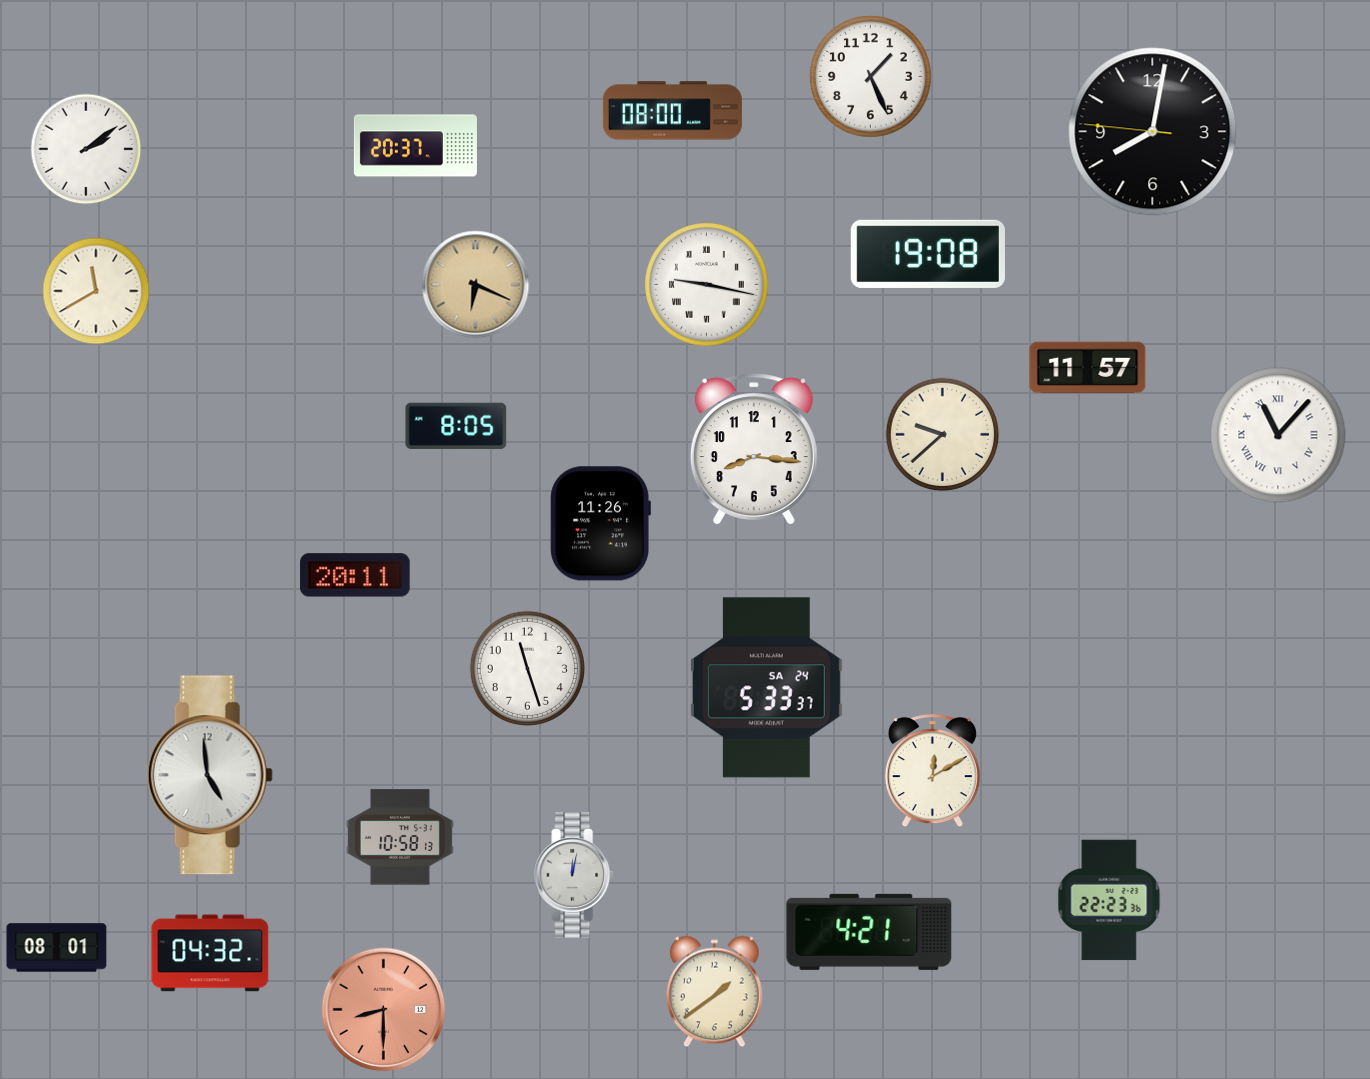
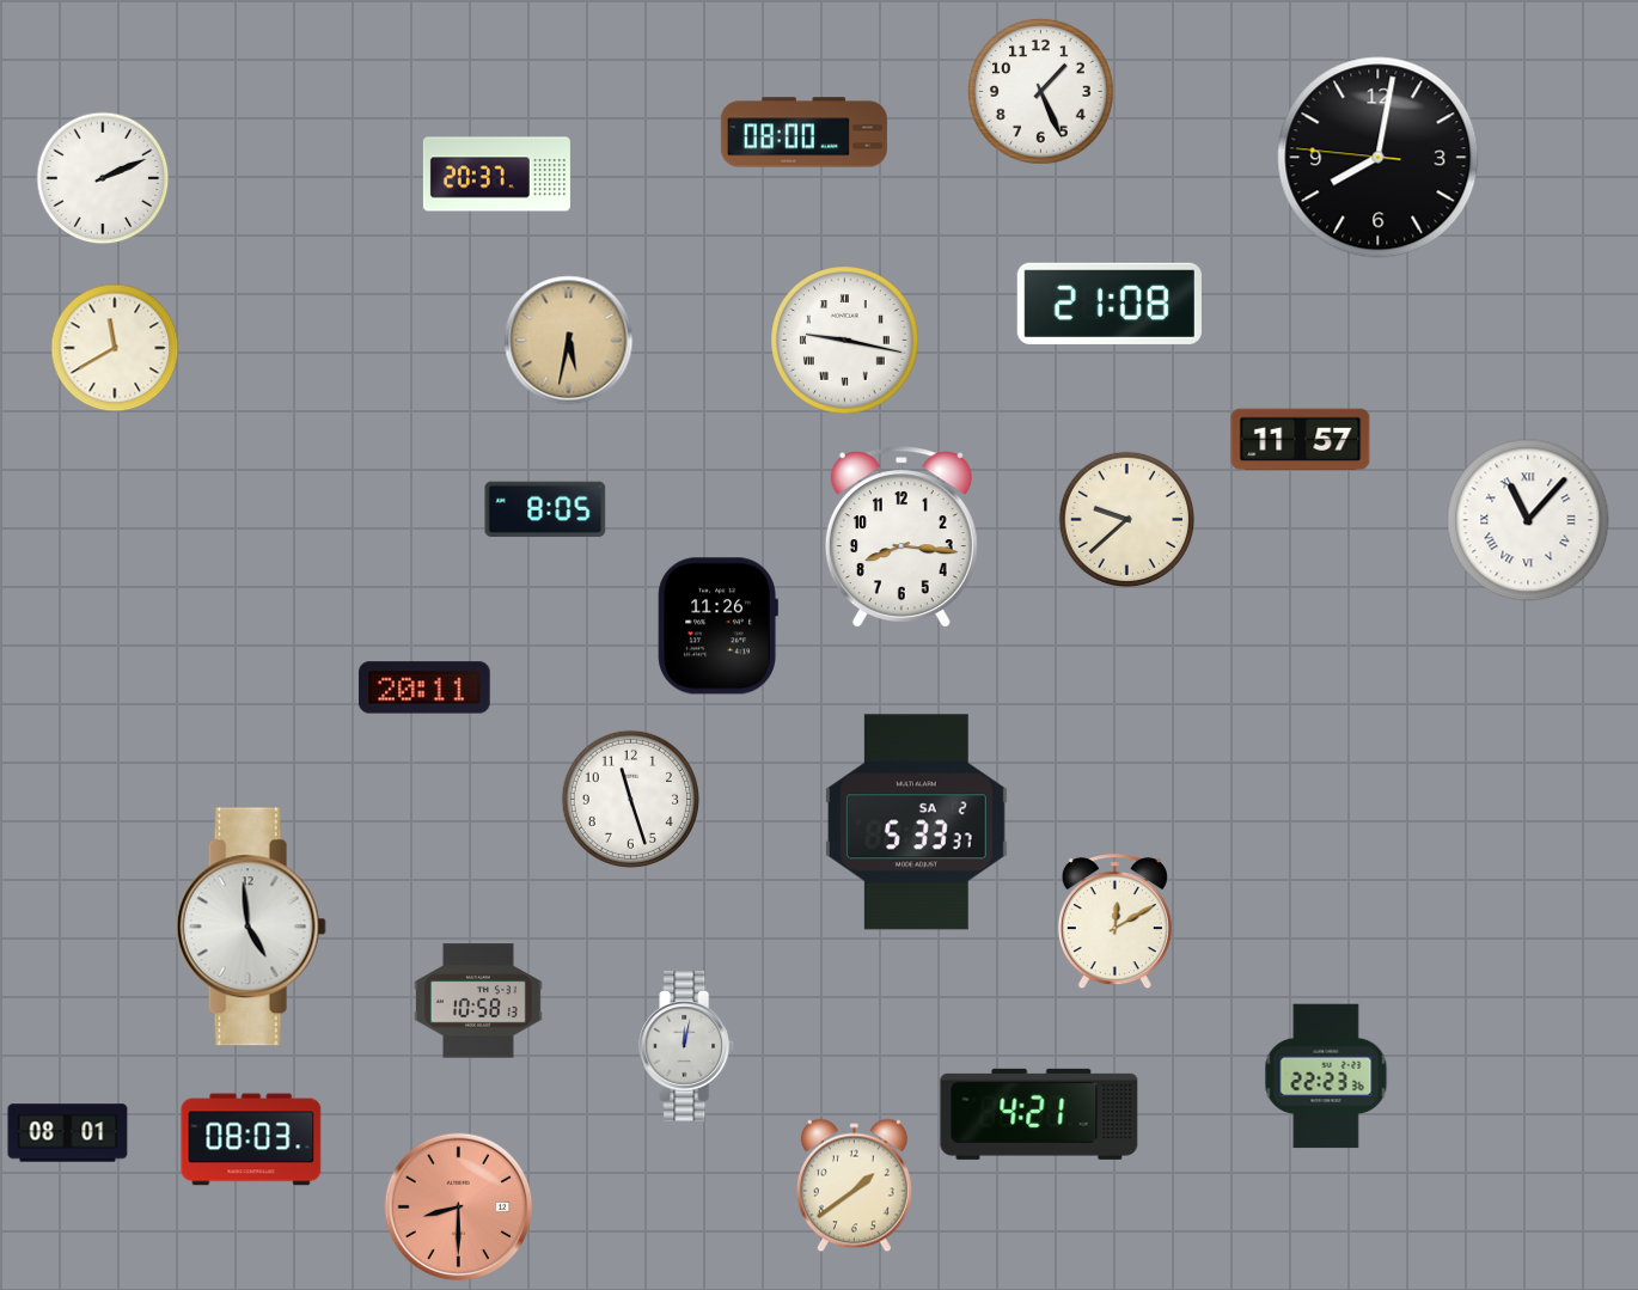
clock at (86, 149): 2:09 -> 2:11
clock at (928, 254): 19:08 -> 21:08
clock at (476, 285): 6:19 -> 5:32
clock at (766, 688) date: SA 24 -> SA 2
clock at (210, 953): 04:32 -> 08:03
